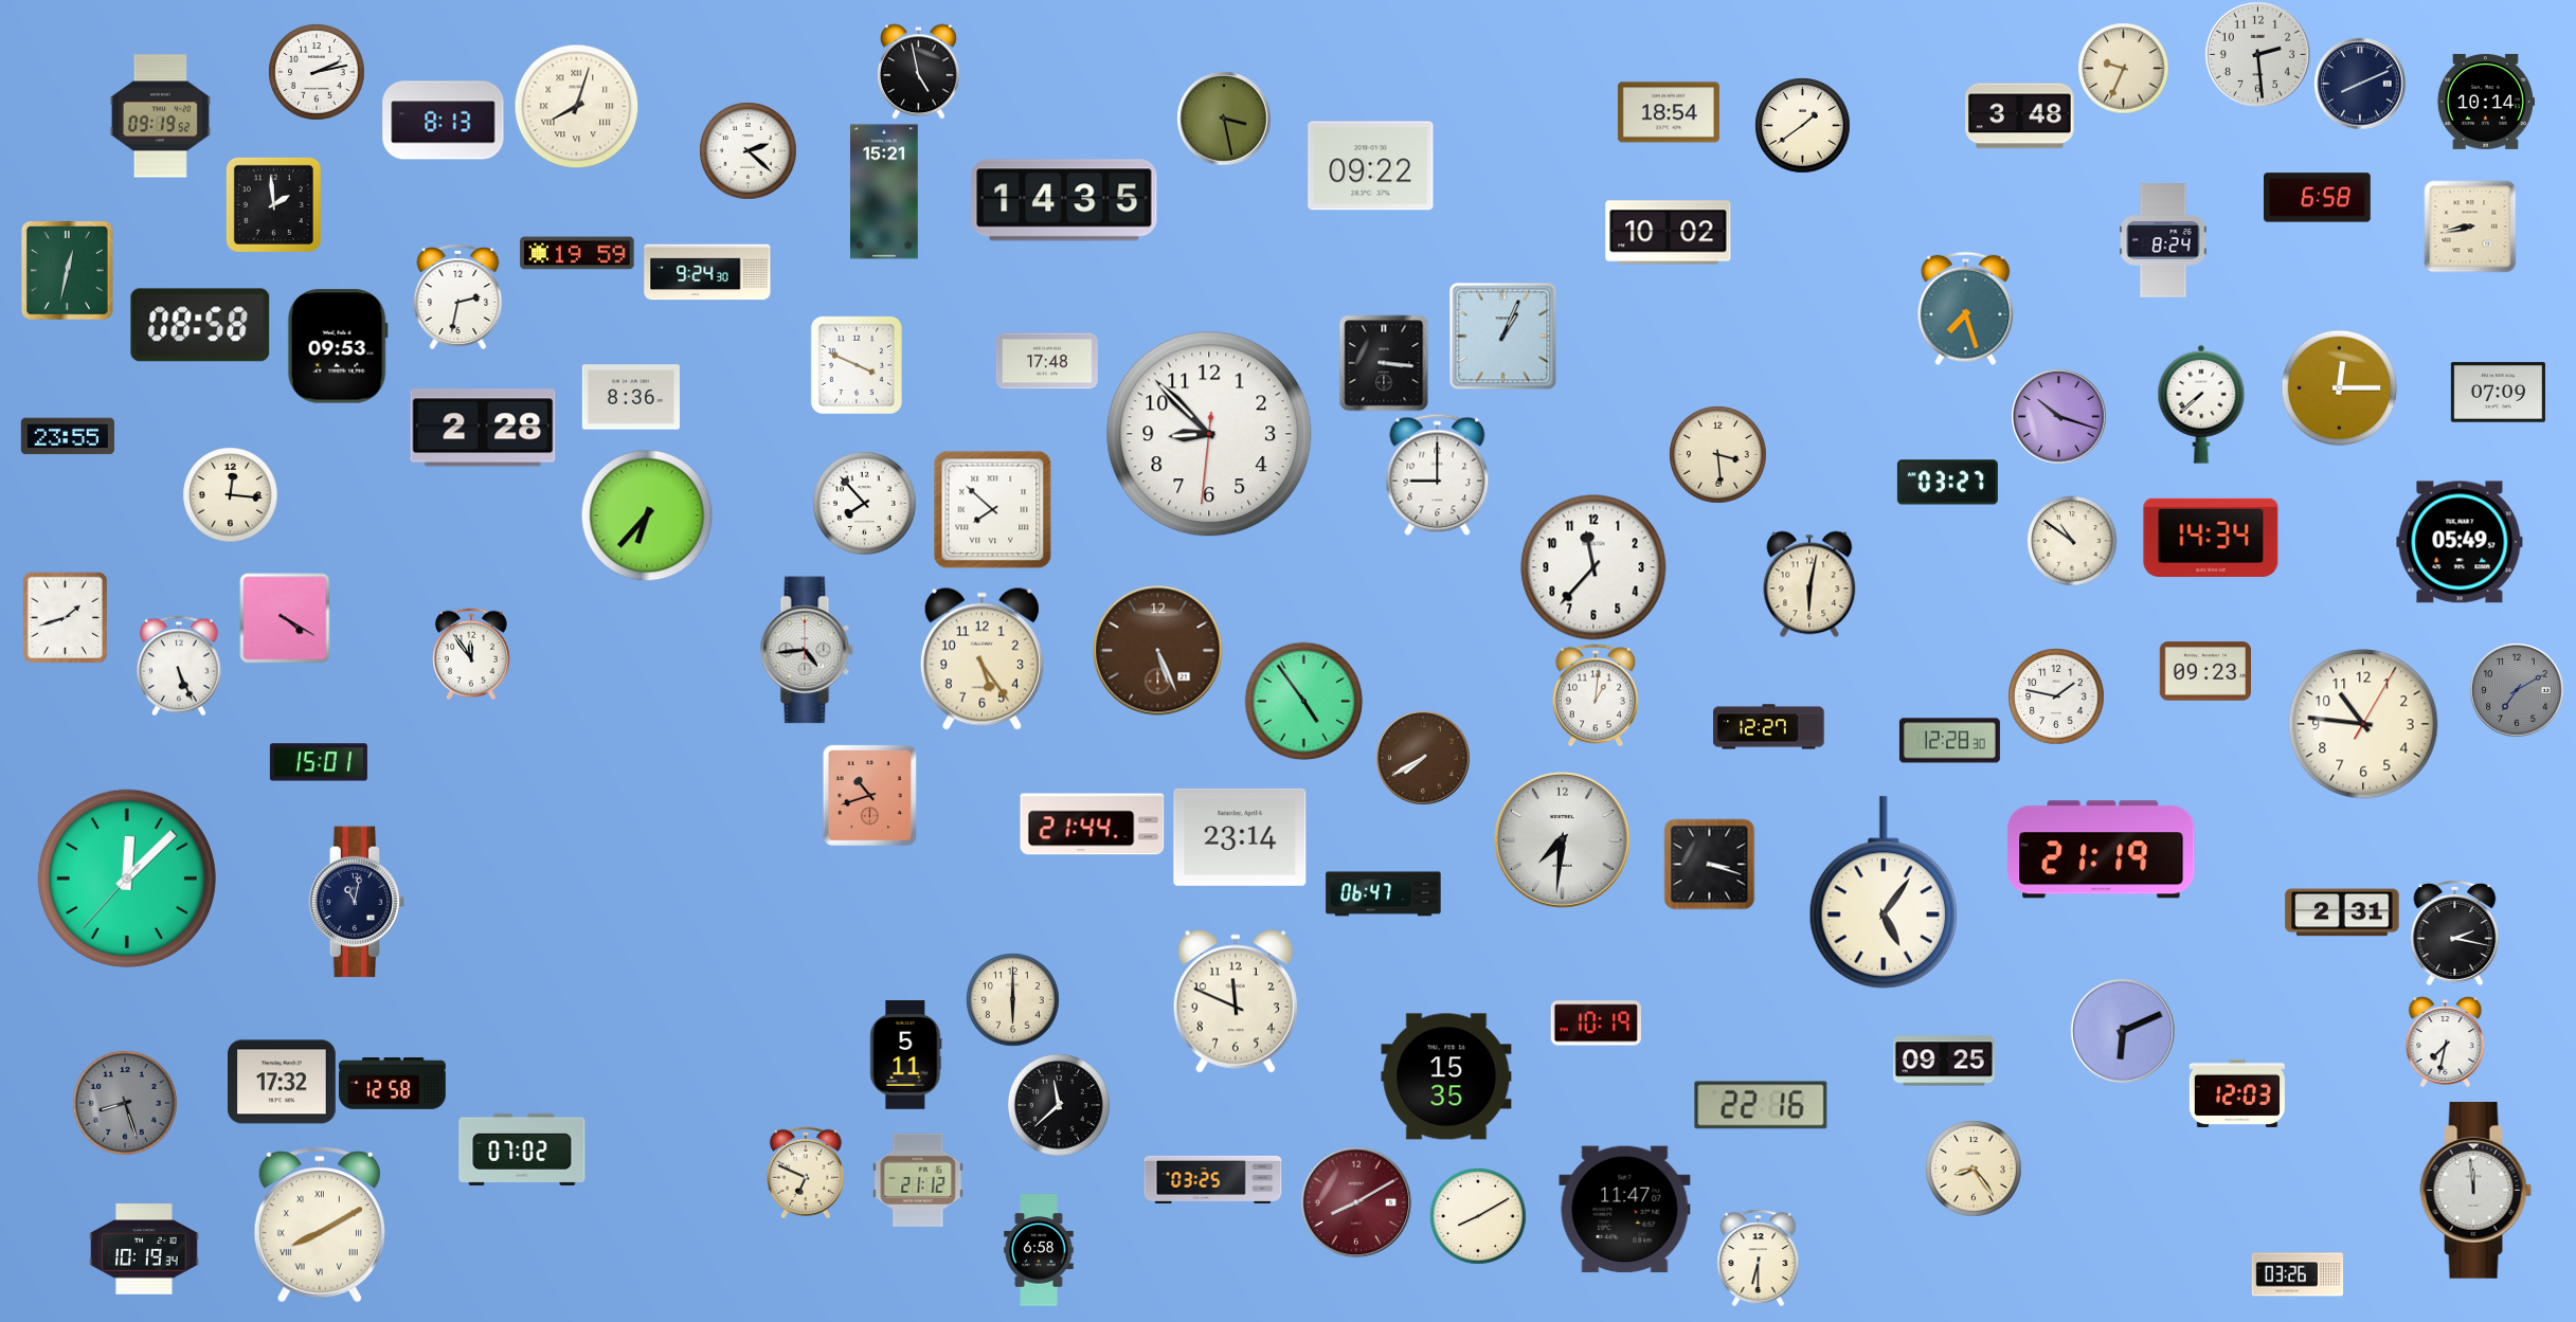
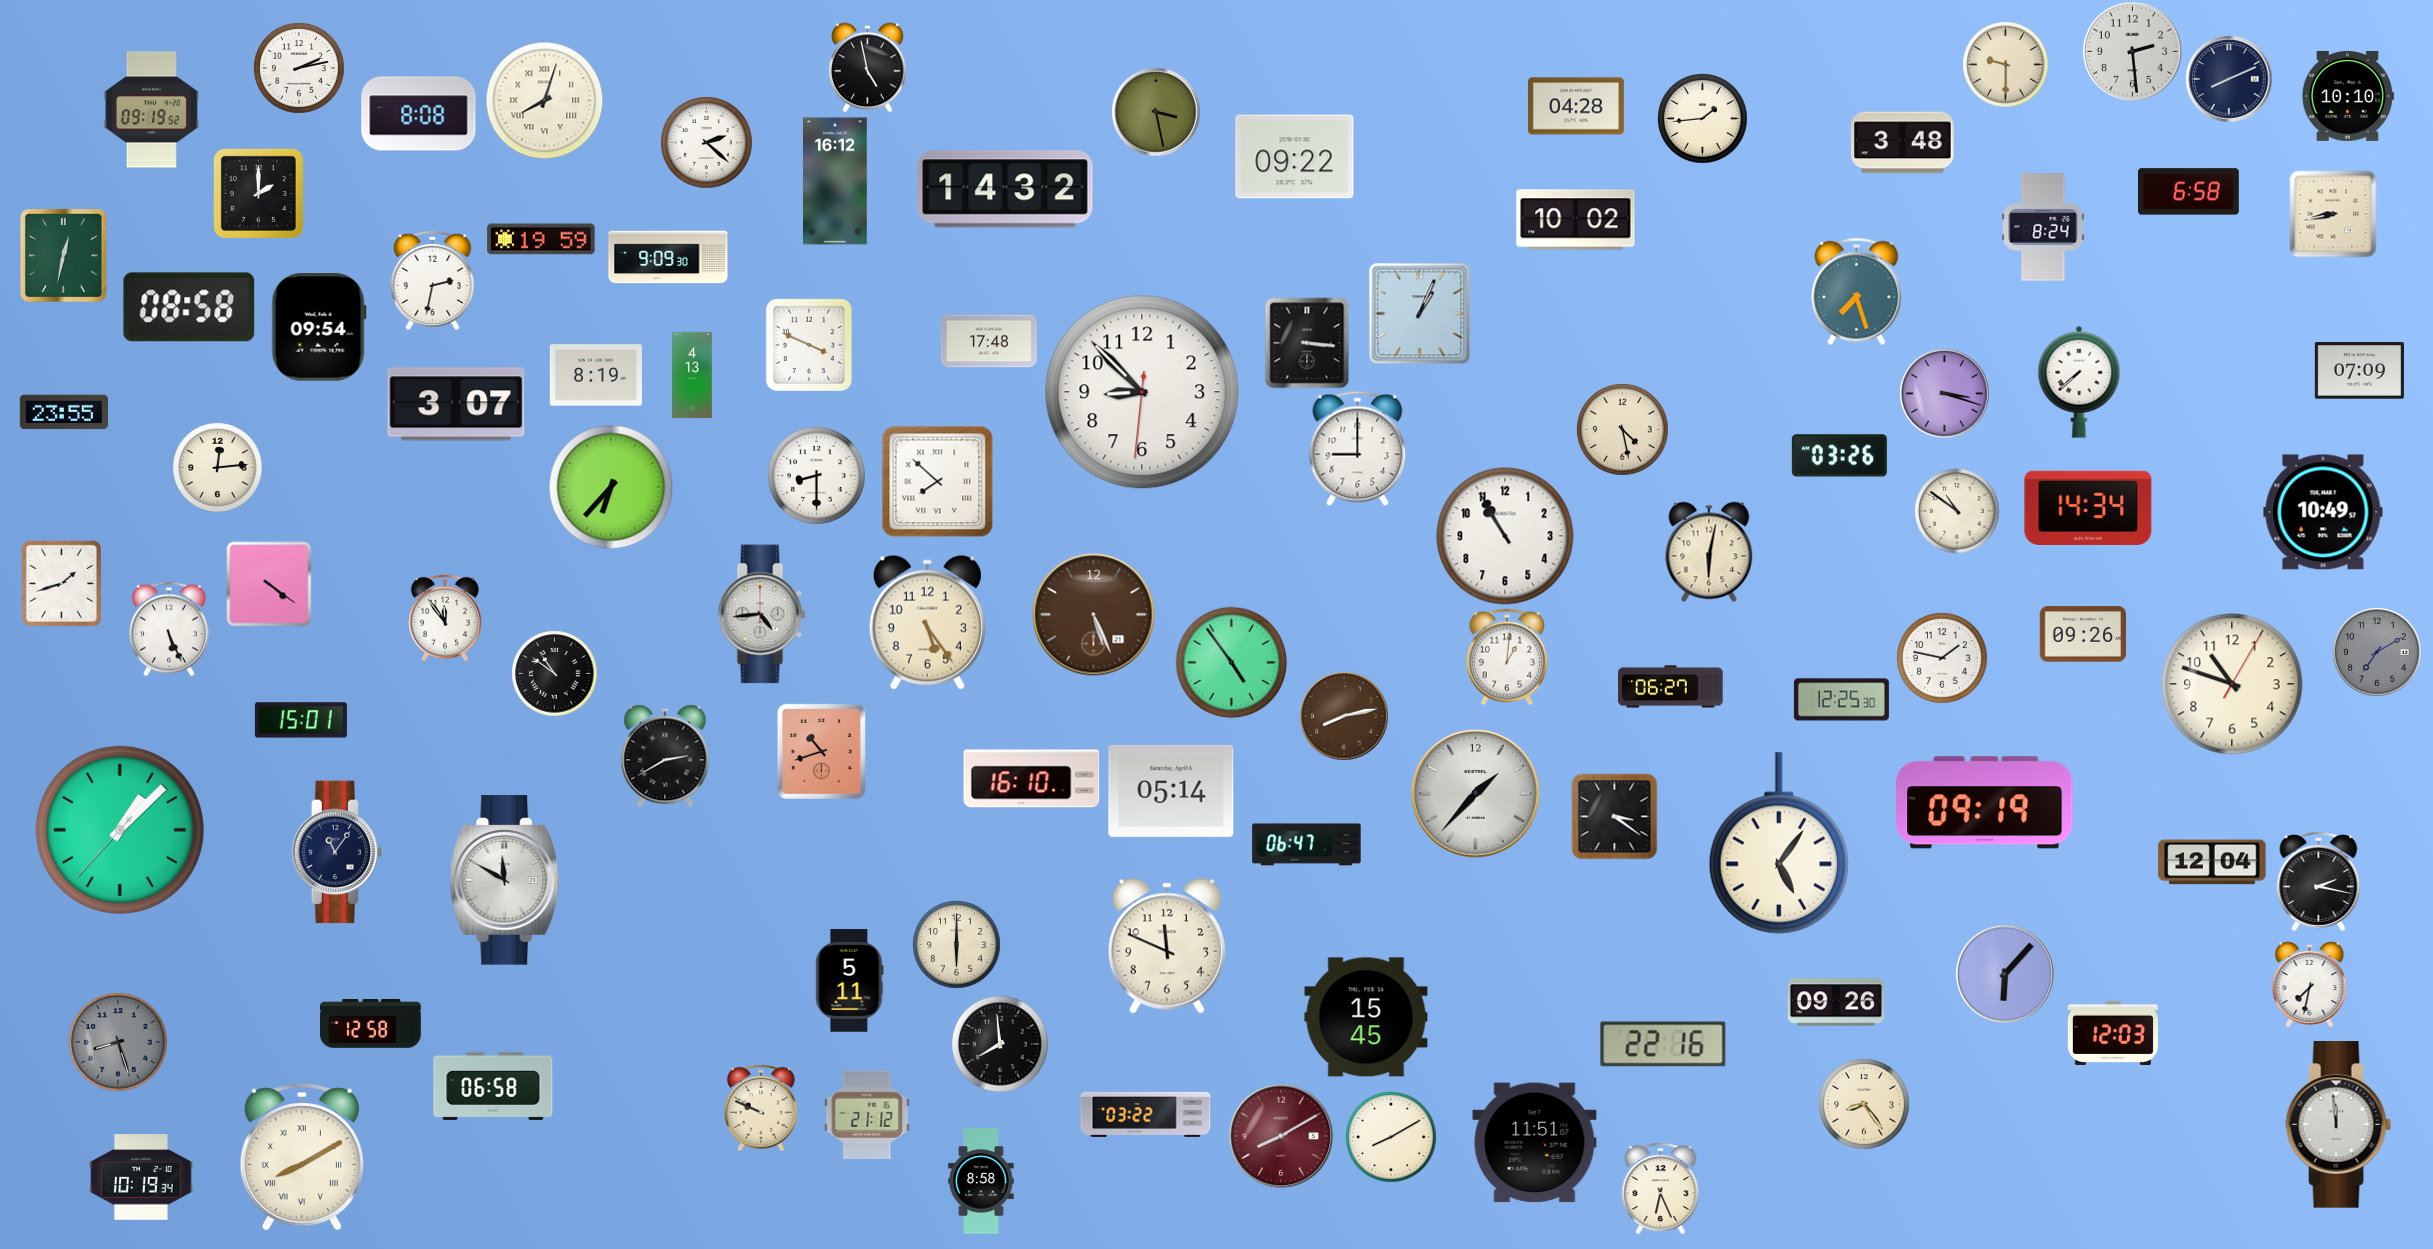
clock at (2123, 68): 9:34 -> 9:30
clock at (2486, 102): 10:14 -> 10:10
clock at (1669, 112): 18:54 -> 04:28
clock at (2020, 116) position: (2020, 116) -> (1903, 143)
clock at (444, 121): 8:13 -> 8:08
clock at (1802, 125): 1:39 -> 1:44
clock at (885, 192): 15:21 -> 16:12
clock at (2318, 198) position: (2318, 198) -> (2189, 192)
clock at (1064, 200): 14:35 -> 14:32
clock at (273, 204): 1:59 -> 2:00
clock at (577, 253) position: (577, 253) -> (541, 239)
clock at (707, 272): 9:24 -> 9:09
clock at (1502, 336) position: (1502, 336) -> (1419, 313)
clock at (338, 346): 09:53 -> 09:54
clock at (2339, 387): 12:15 -> none
clock at (631, 397): 8:36 -> 8:19
clock at (692, 375): none -> 4:13
clock at (2058, 416): 10:18 -> 3:18
clock at (483, 428): 2:28 -> 3:07
clock at (1209, 434) position: (1209, 434) -> (1142, 392)
clock at (1717, 454): 3:29 -> 4:28
clock at (1947, 483): 03:27 -> 03:26
clock at (230, 494): 12:16 -> 12:14
clock at (864, 503): 7:53 -> 8:30
clock at (2460, 542): 05:49 -> 10:49
clock at (1593, 567): 11:37 -> 10:55
clock at (285, 618): 4:20 -> 4:21
clock at (2205, 671): 09:23 -> 09:26
clock at (554, 673): none -> 10:51
clock at (2363, 724): 10:46 -> 10:48
clock at (1769, 727): 12:27 -> 06:27
clock at (1949, 741): 12:28 -> 12:25
clock at (1423, 758): 7:40 -> 8:13
clock at (665, 756): none -> 2:40
clock at (1093, 825): 21:44 -> 16:10
clock at (1240, 837): 23:14 -> 05:14
clock at (1563, 840): 7:31 -> 1:37
clock at (2102, 850): 21:19 -> 09:19
clock at (1709, 864): 3:18 -> 3:21
clock at (127, 879): 12:07 -> 1:07
clock at (357, 902): 11:02 -> 11:06
clock at (2342, 912): 2:31 -> 12:04
clock at (505, 880): none -> 11:50
clock at (1596, 1024): 10:19 -> none
clock at (2123, 1031): 6:11 -> 6:07
clock at (906, 1055) position: (906, 1055) -> (850, 981)
clock at (1944, 1061): 09:25 -> 09:26
clock at (1446, 1076): 15:35 -> 15:45
clock at (283, 1082): 17:32 -> none
clock at (1059, 1105): 11:38 -> 7:59
clock at (522, 1149): 07:02 -> 06:58
clock at (806, 1173): 6:49 -> 9:49
clock at (1213, 1179): 03:25 -> 03:22
clock at (1625, 1210): 11:47 -> 11:51
clock at (1478, 1216) position: (1478, 1216) -> (1391, 1137)
clock at (144, 1250) position: (144, 1250) -> (141, 1178)
clock at (1039, 1250): 6:58 -> 8:58
clock at (1759, 1257): 6:30 -> 6:26
clock at (2298, 1274): 03:26 -> none
